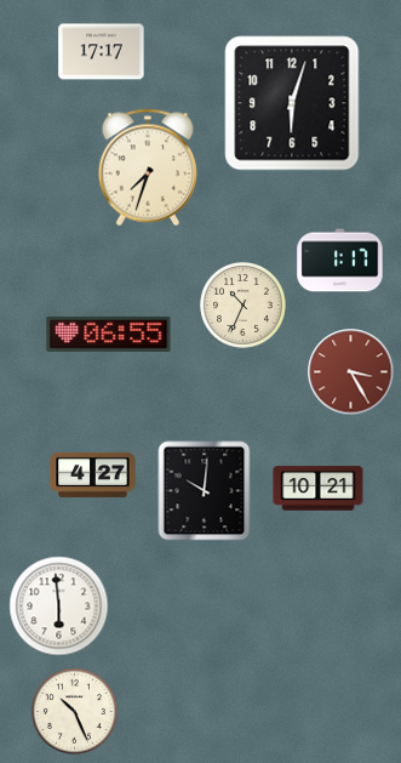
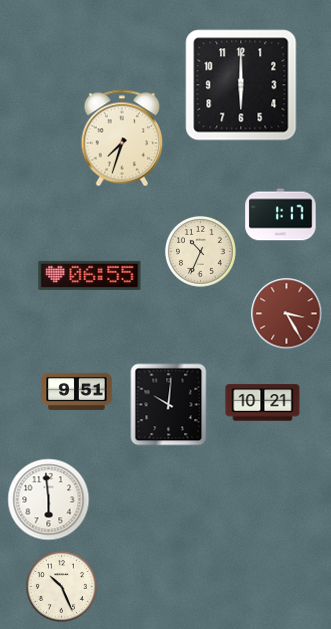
clock at (102, 52): 17:17 -> none
clock at (292, 103): 6:03 -> 6:00
clock at (351, 372) position: (351, 372) -> (287, 314)
clock at (93, 474): 4:27 -> 9:51
